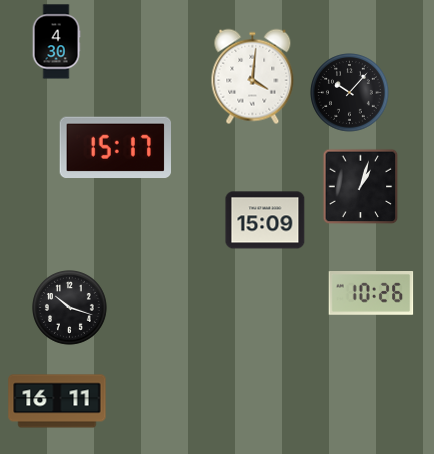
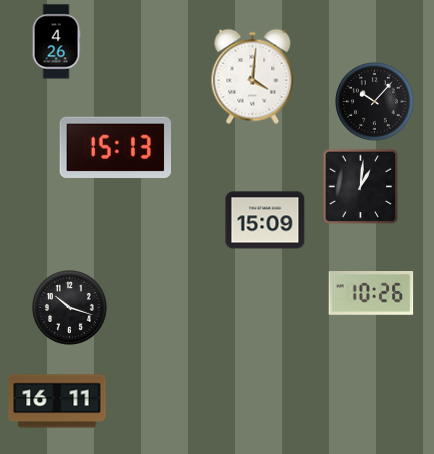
clock at (56, 42): 4:30 -> 4:26
clock at (350, 93) position: (350, 93) -> (375, 102)
clock at (115, 148): 15:17 -> 15:13
clock at (361, 187): 1:03 -> 1:01
